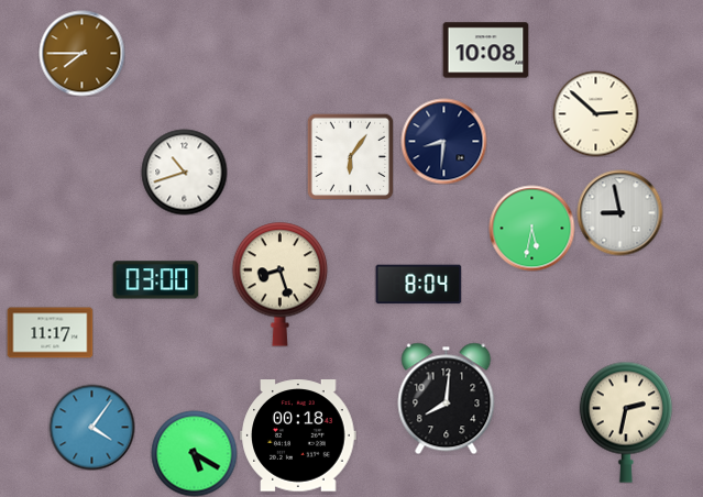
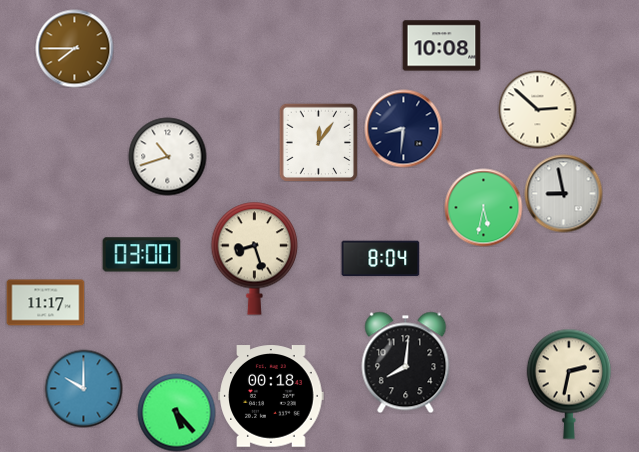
clock at (595, 113) position: (595, 113) -> (537, 109)
clock at (350, 156): 6:06 -> 12:06
clock at (91, 427): 4:06 -> 10:00
clock at (194, 453): 5:20 -> 5:23
